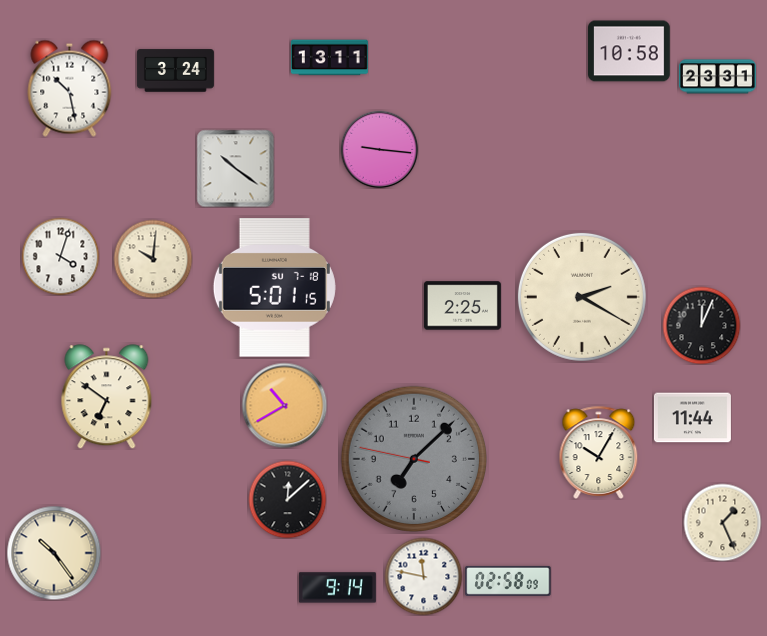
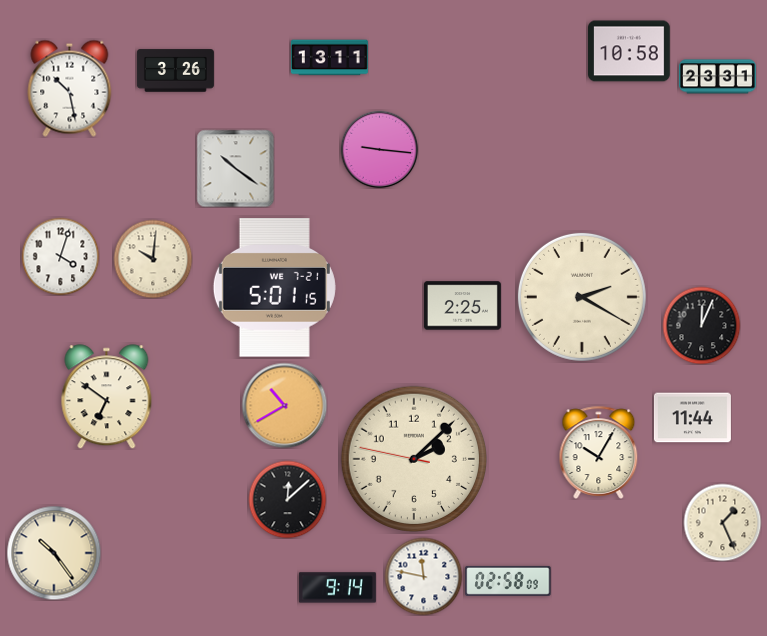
clock at (175, 71): 3:24 -> 3:26
clock at (274, 288) date: SU 7-18 -> WE 7-21
clock at (413, 458): 7:07 -> 2:07
clock at (413, 458) dial: grey -> cream
